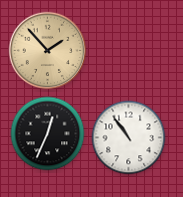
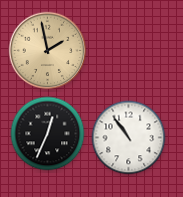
clock at (48, 51): 1:53 -> 1:58
